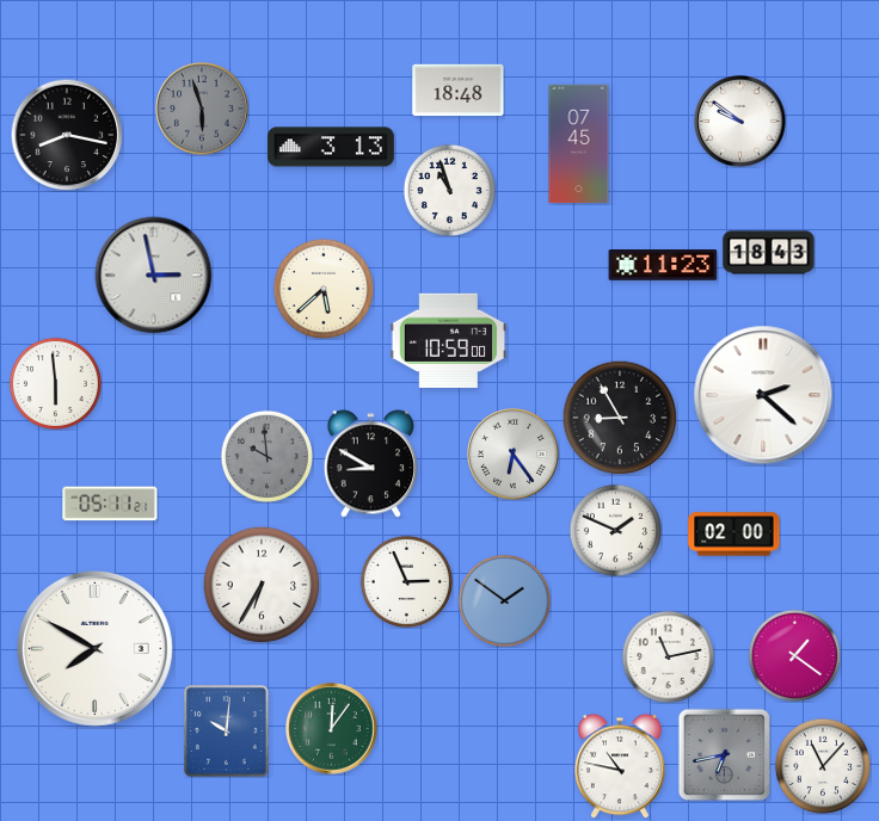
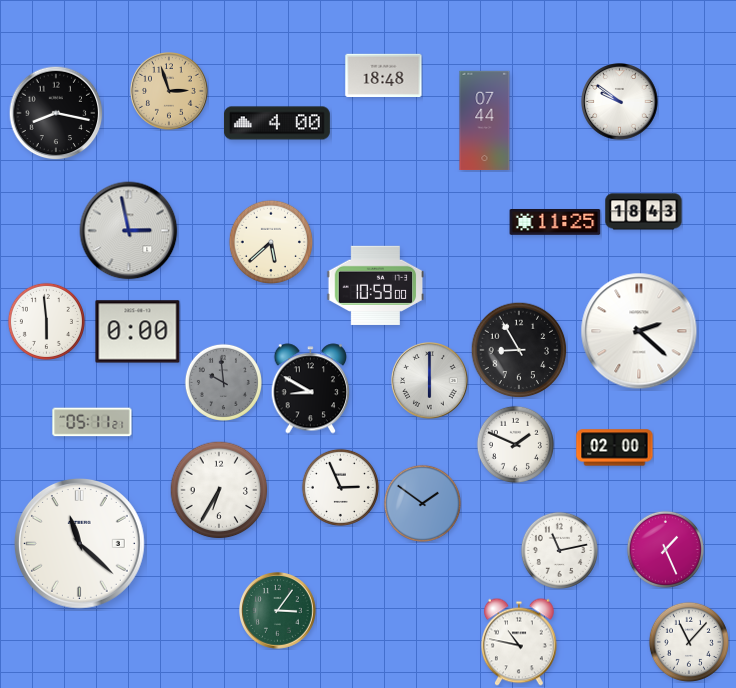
clock at (203, 110): 5:57 -> 2:57
clock at (203, 110) dial: grey -> champagne
clock at (579, 144): 07:45 -> 07:44
clock at (331, 147): 3:13 -> 4:00
clock at (449, 190): 10:57 -> none
clock at (663, 266): 11:23 -> 11:25
clock at (138, 332): none -> 0:00
clock at (514, 455): 6:24 -> 6:00
clock at (94, 648): 7:50 -> 11:22
clock at (794, 655): 1:21 -> 1:26
clock at (332, 729): 12:06 -> 3:06
clock at (227, 732): 10:01 -> none
clock at (724, 754): 6:43 -> none
